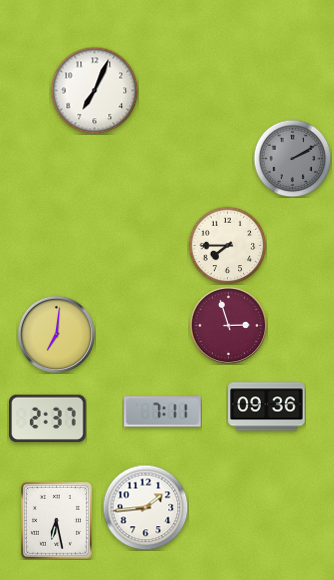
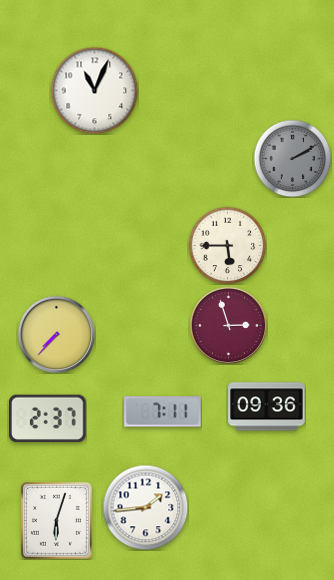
clock at (94, 90): 7:04 -> 11:04
clock at (227, 245): 7:45 -> 5:45
clock at (56, 334): 7:01 -> 7:37
clock at (56, 520): 6:28 -> 6:03
